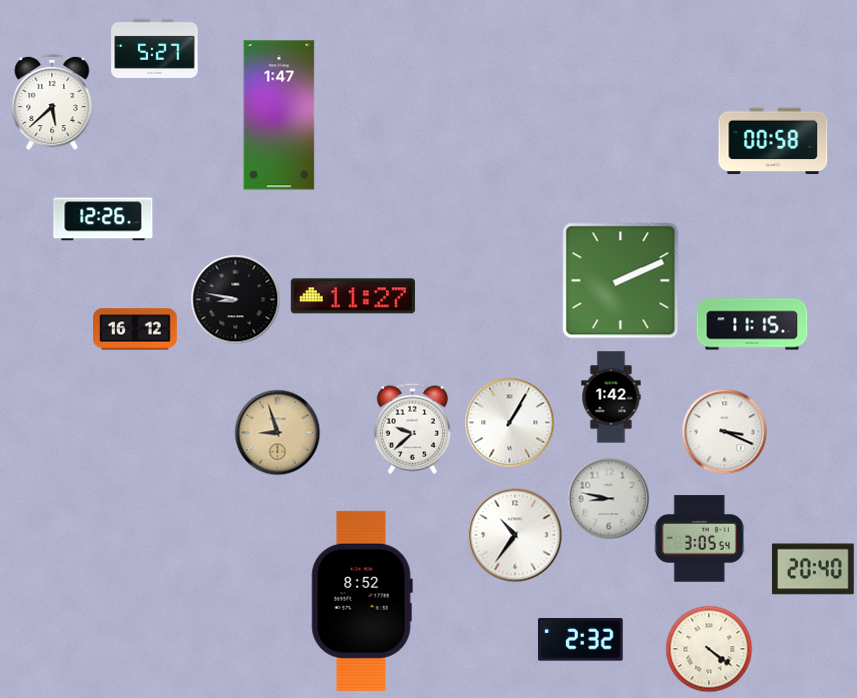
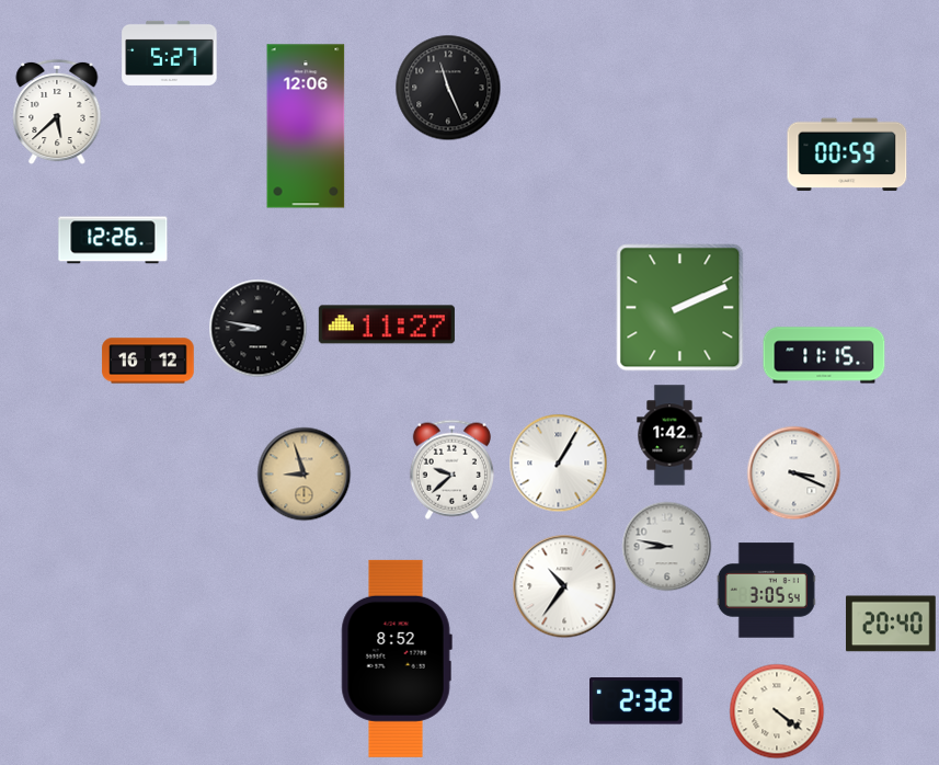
clock at (448, 88): none -> 11:26
clock at (279, 115): 1:47 -> 12:06
clock at (773, 141): 00:58 -> 00:59
